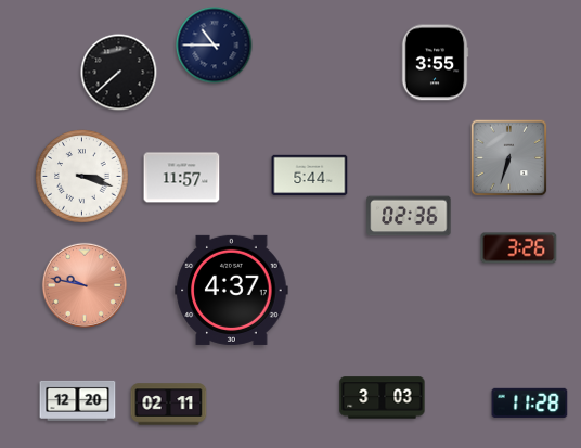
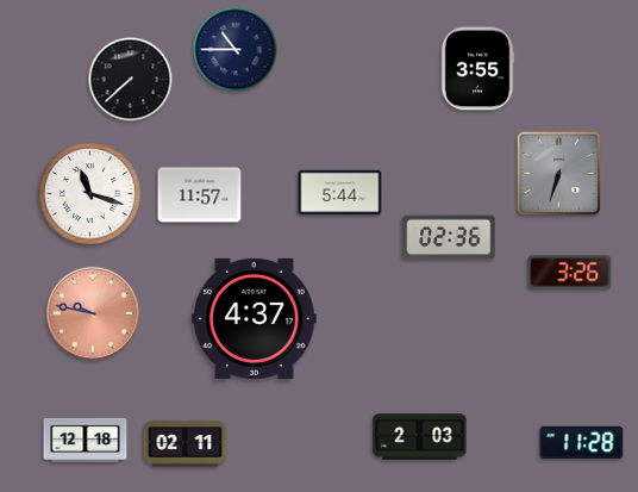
clock at (82, 177): 3:18 -> 11:18
clock at (383, 398): 3:03 -> 2:03
clock at (78, 400): 12:20 -> 12:18
